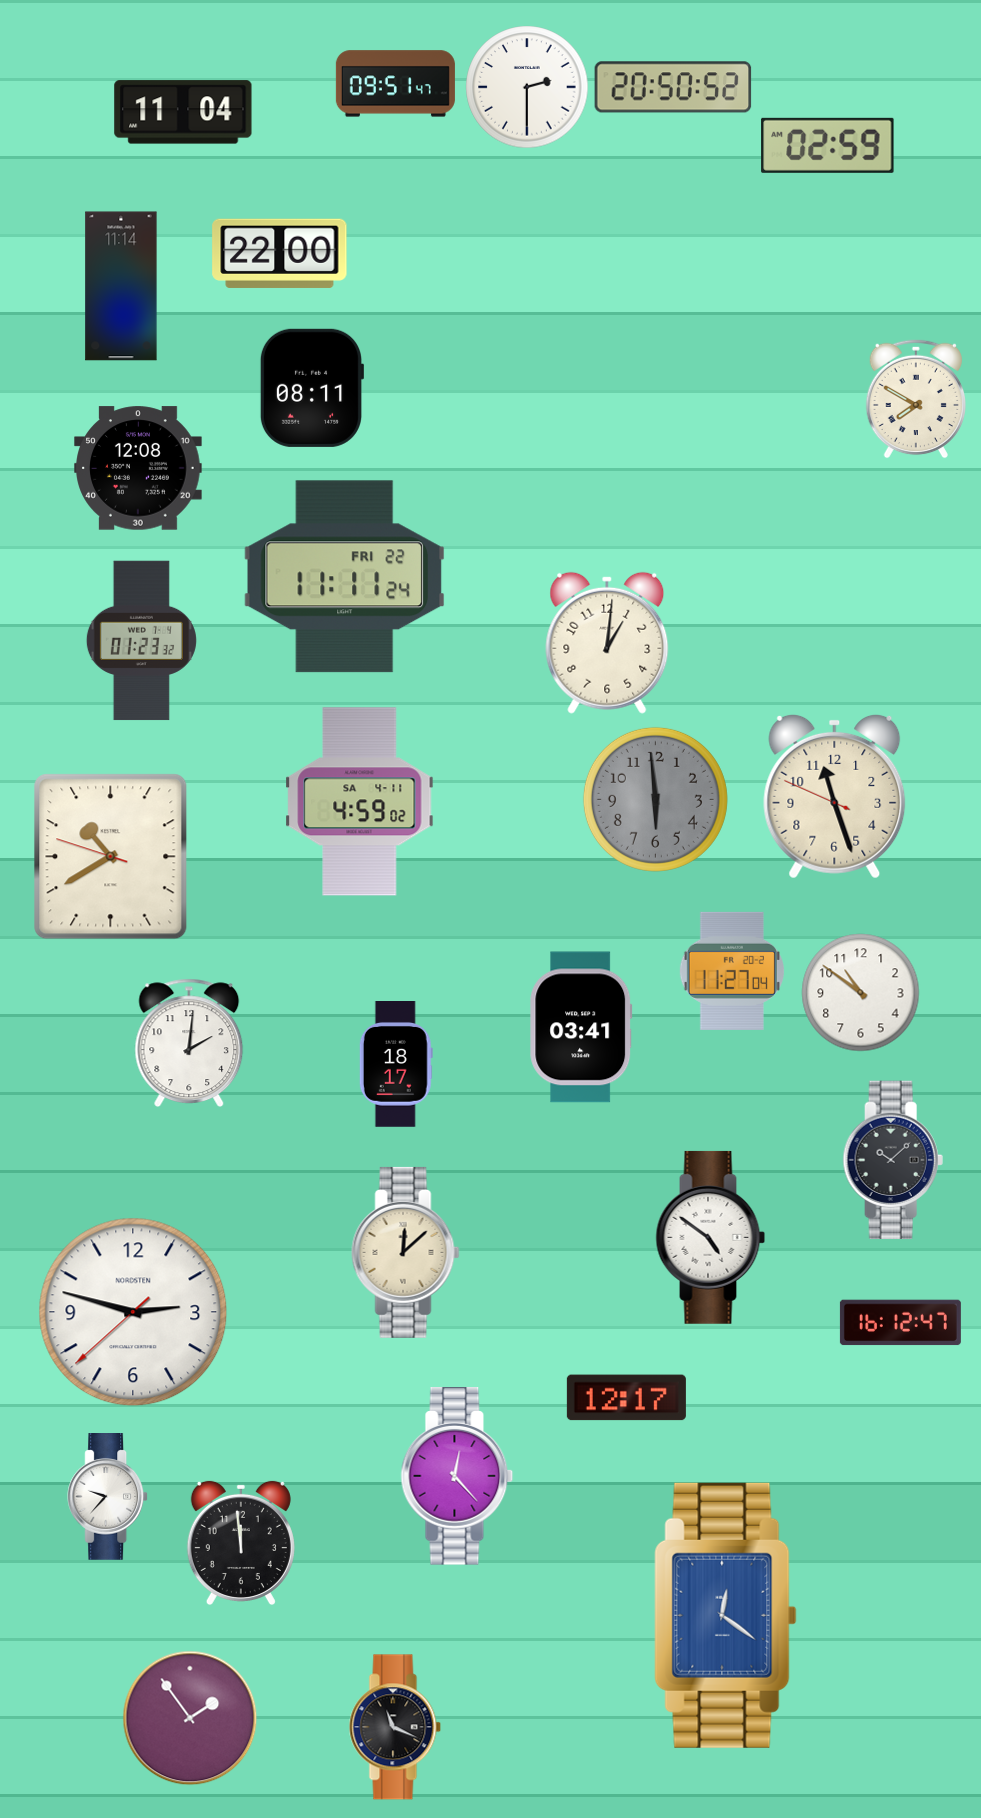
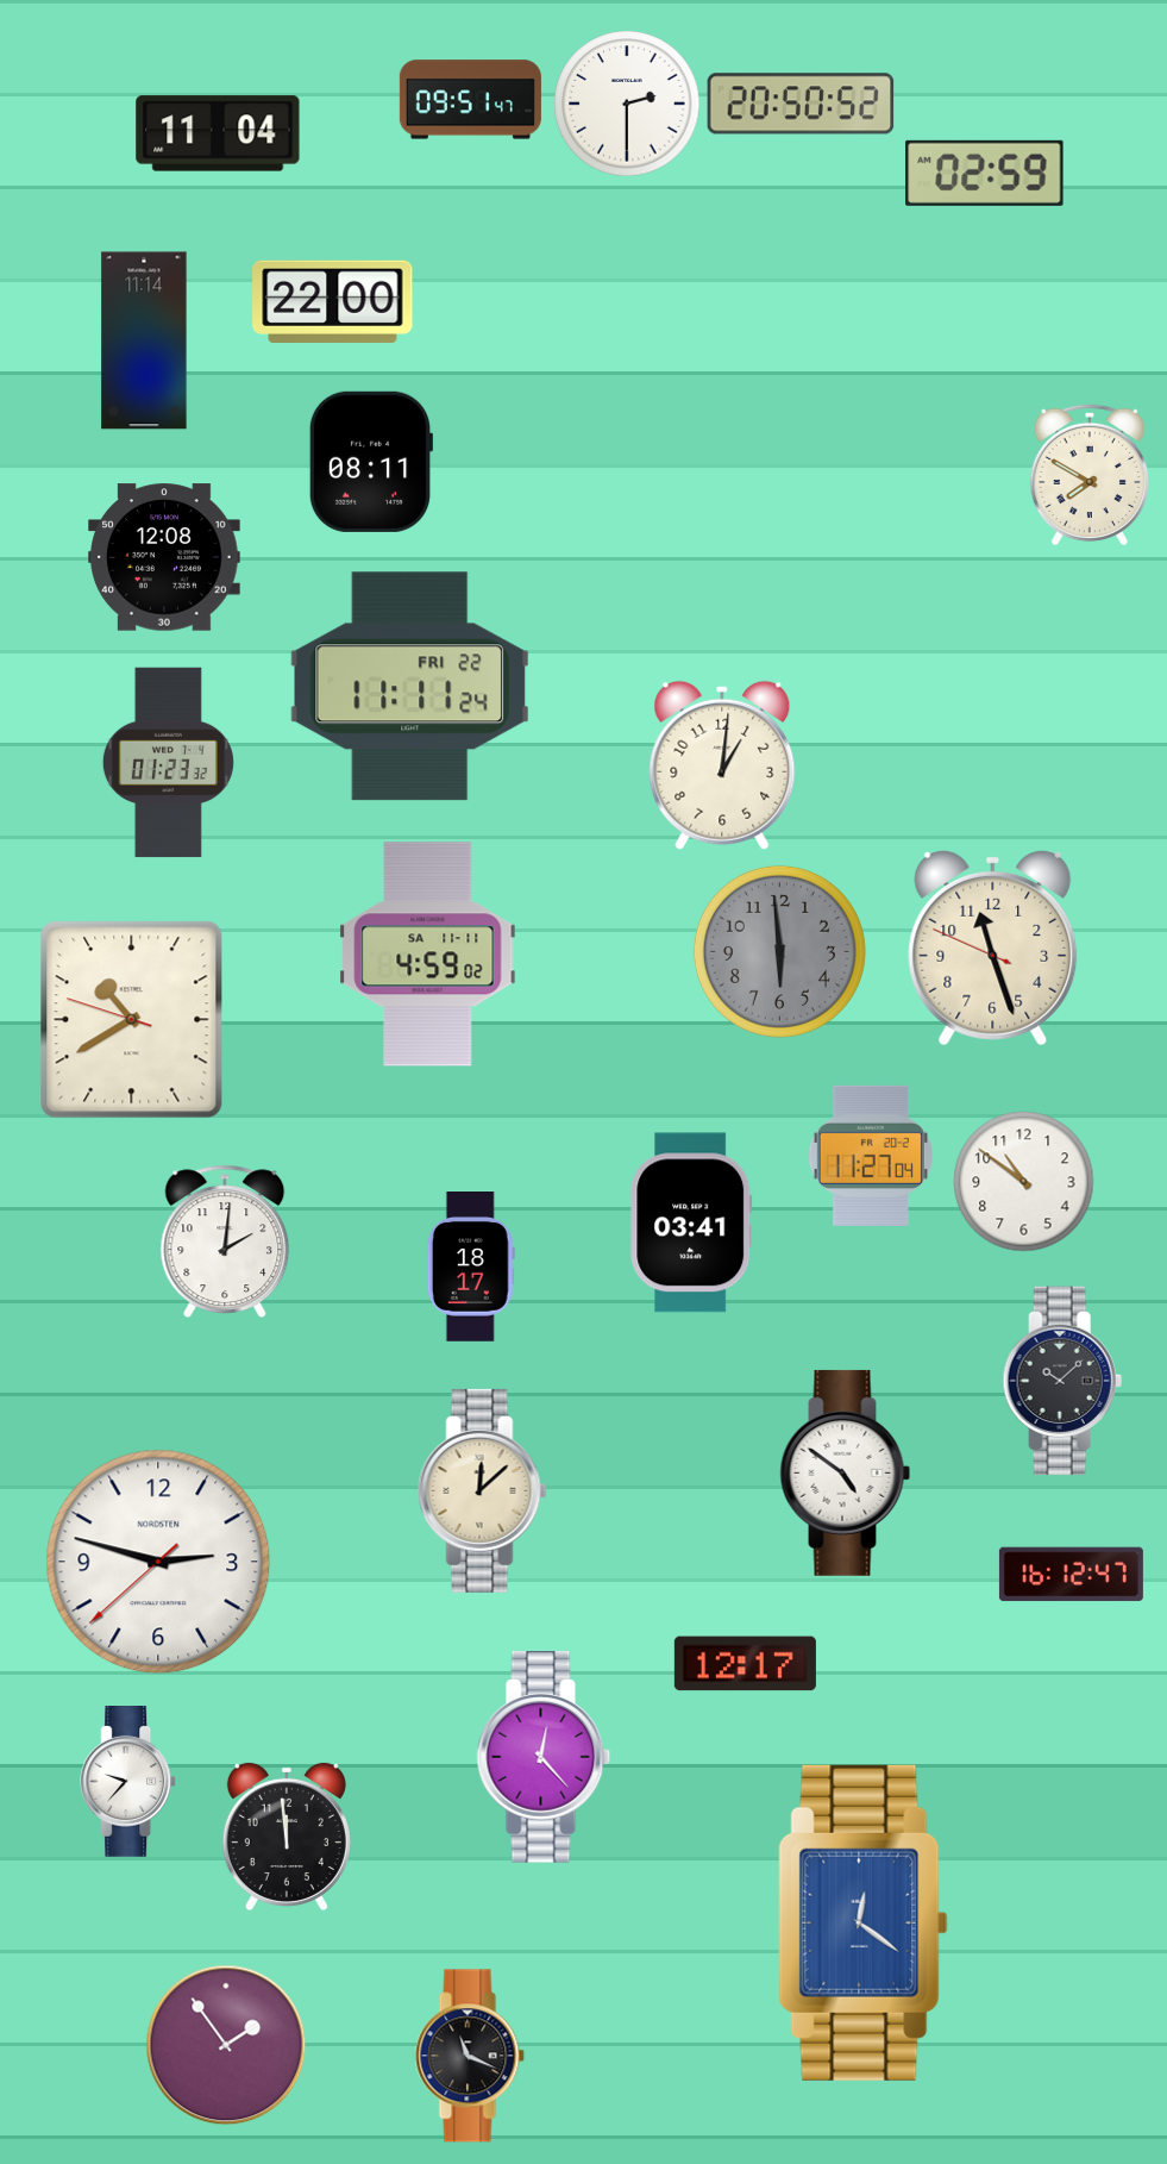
clock at (360, 802) date: SA 4-11 -> SA 11-11
